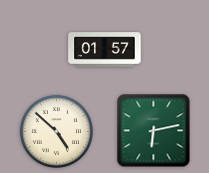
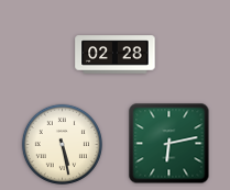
clock at (105, 50): 01:57 -> 02:28
clock at (56, 131): 4:52 -> 5:28
